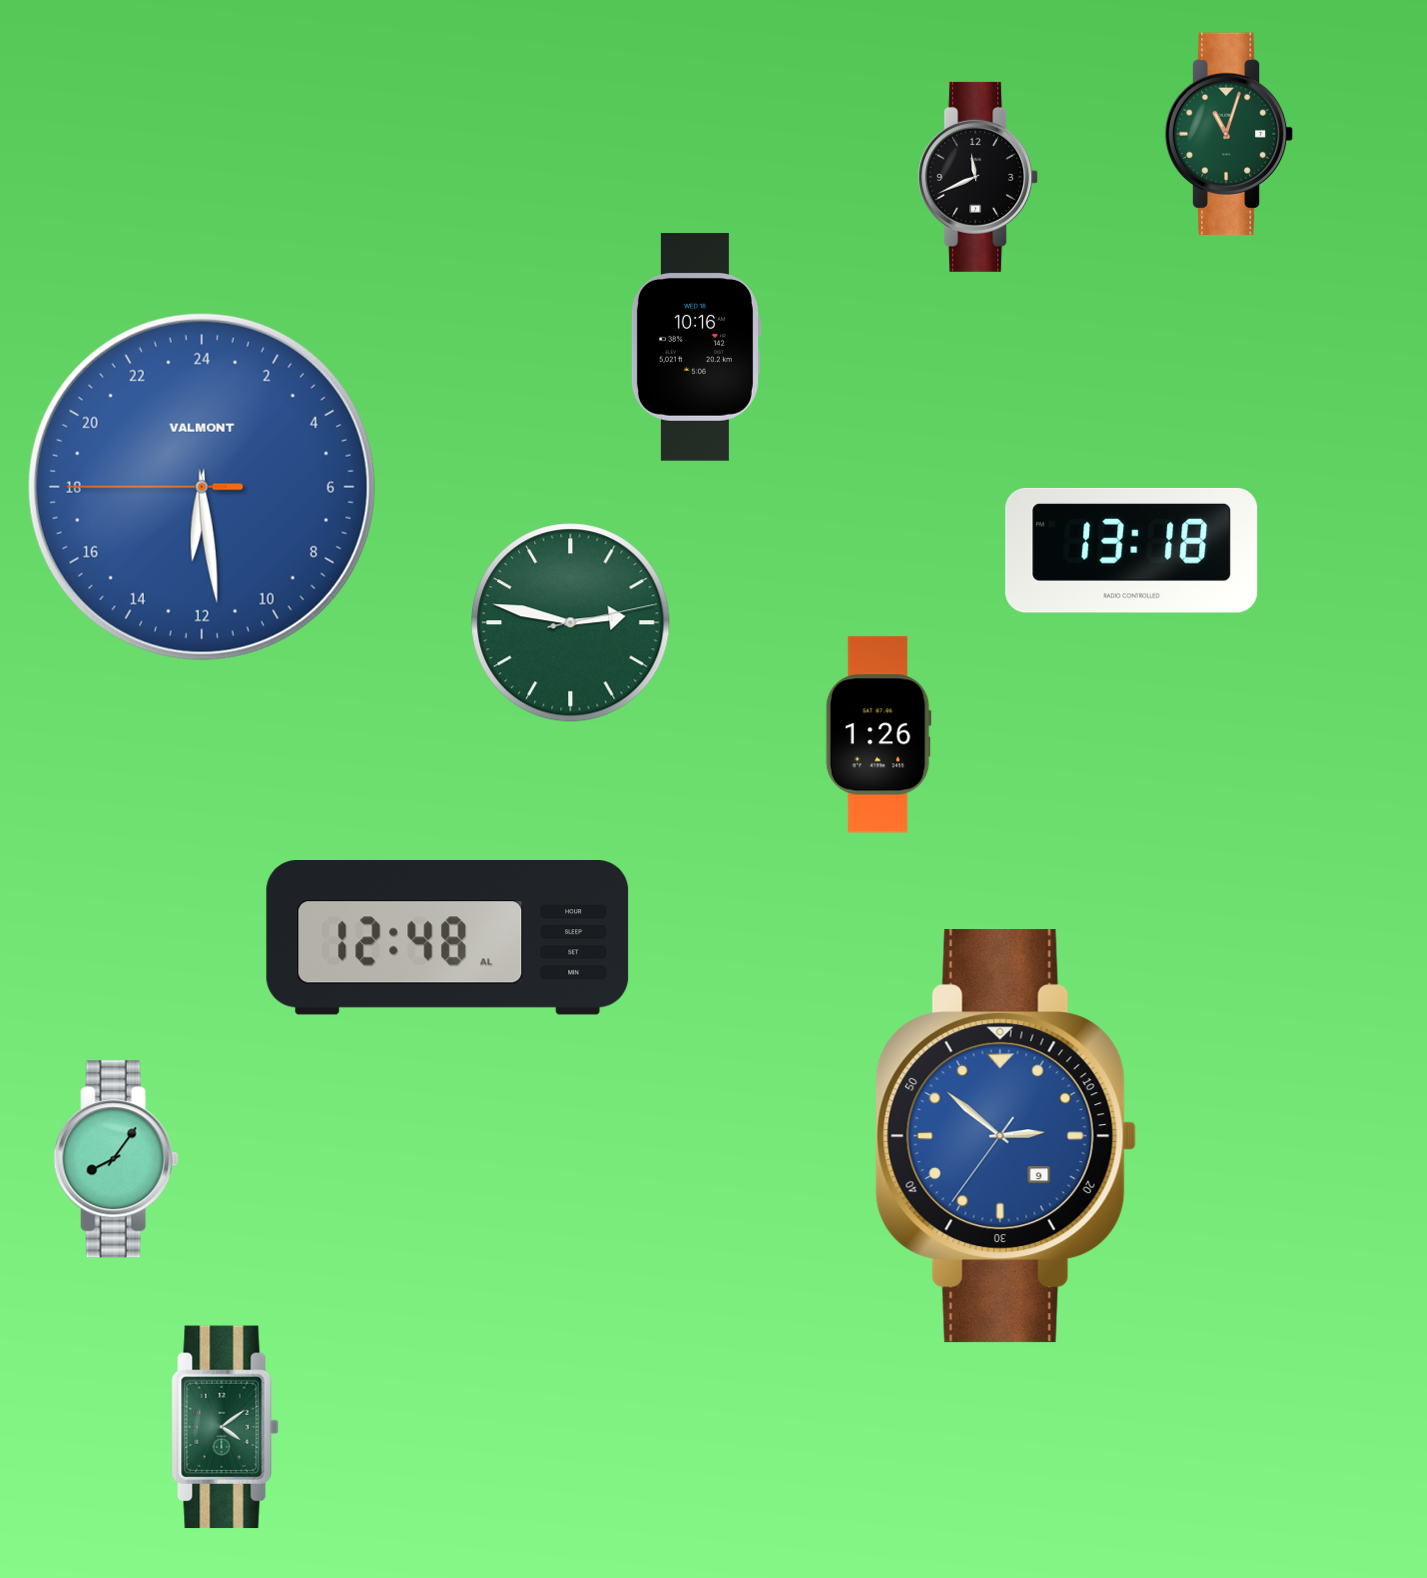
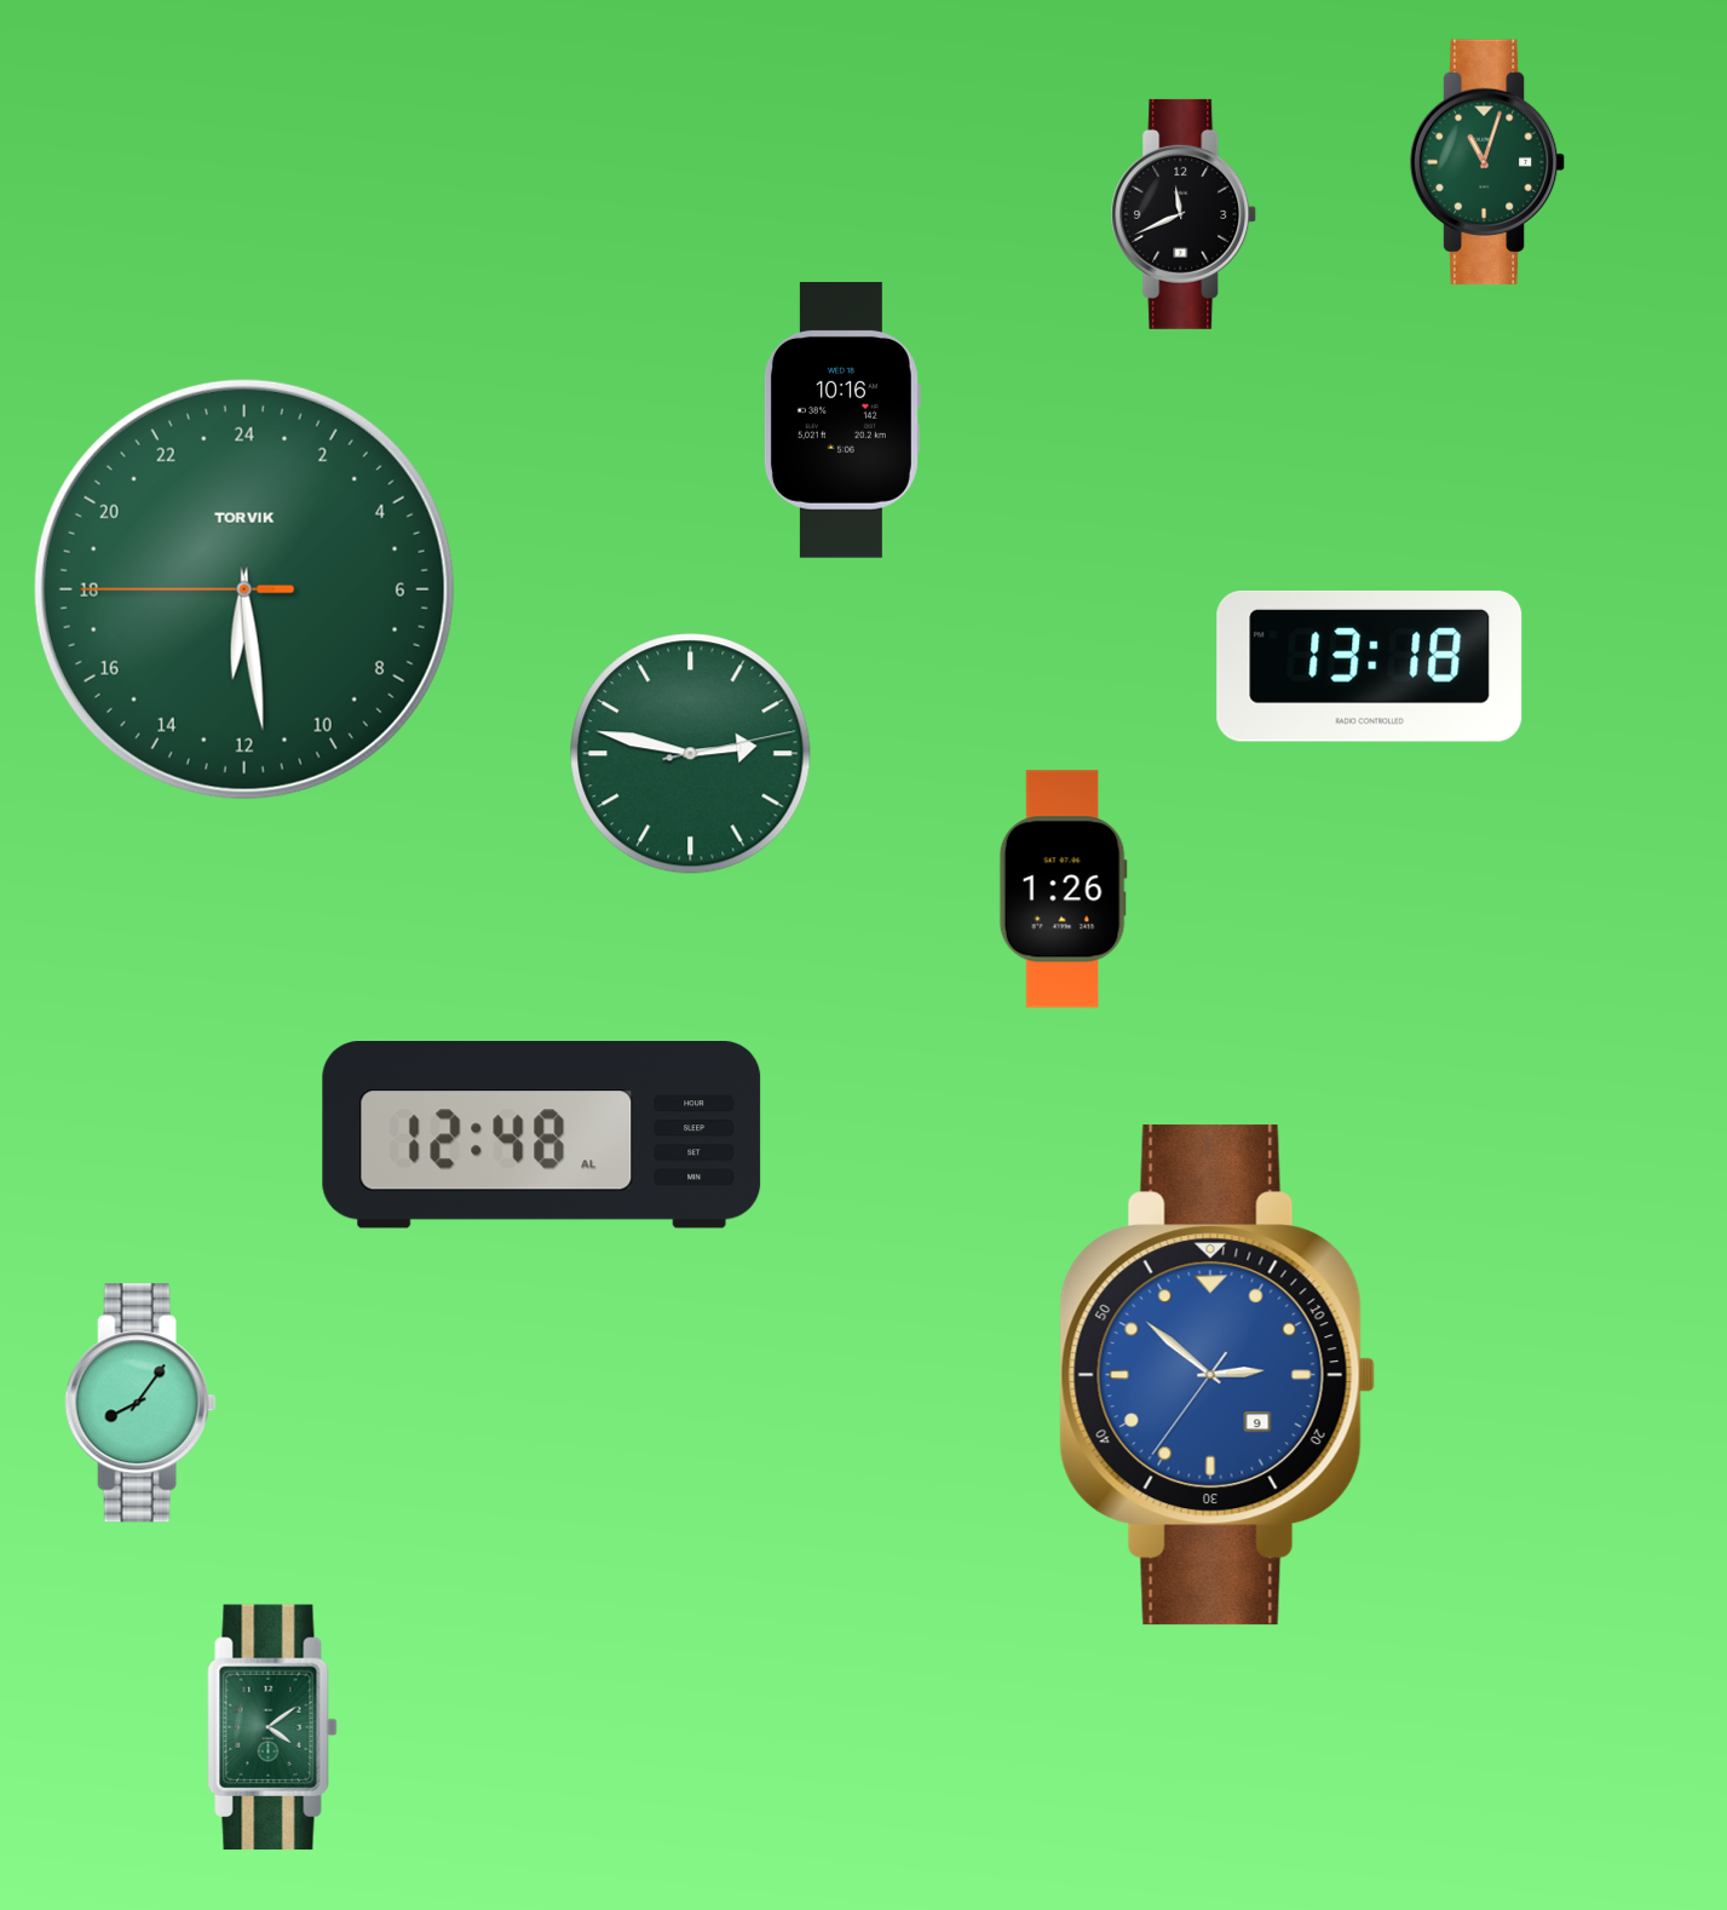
clock at (202, 487) dial: blue -> green
clock at (202, 487) brand: VALMONT -> TORVIK
